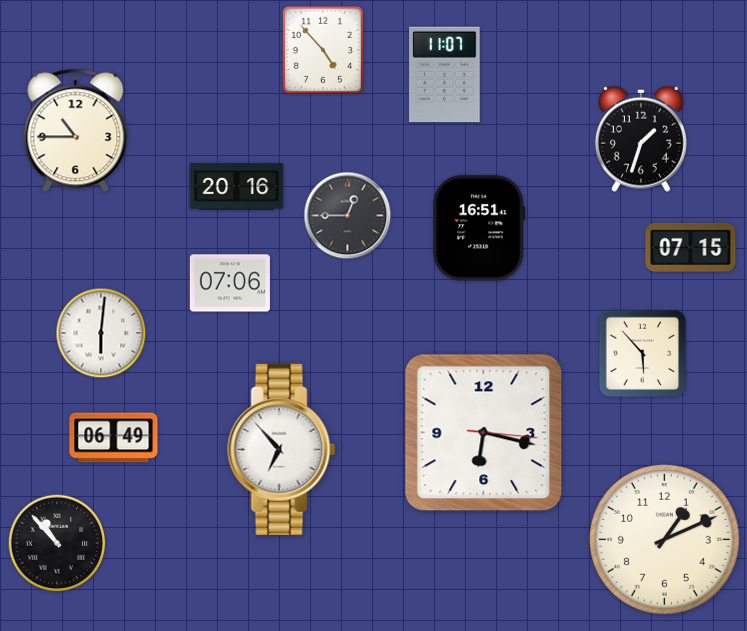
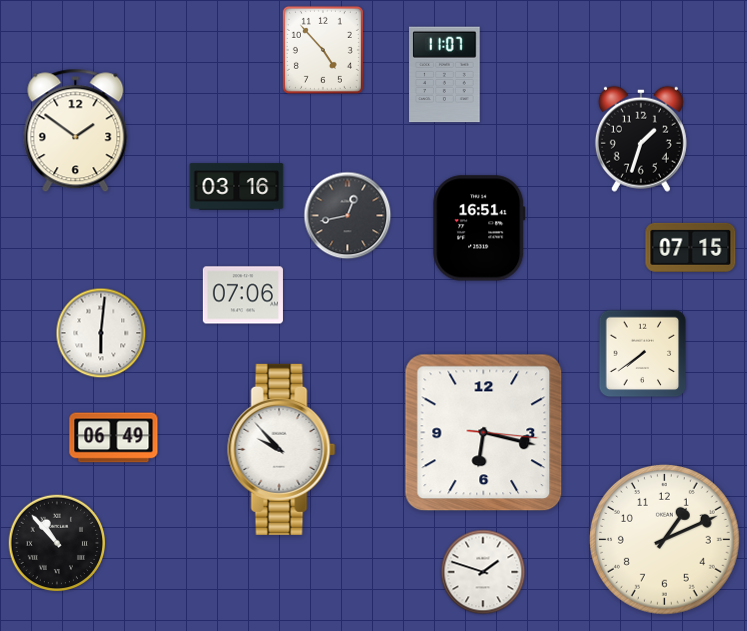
clock at (76, 131): 10:45 -> 1:51
clock at (237, 187): 20:16 -> 03:16
clock at (348, 216): 12:45 -> 12:43
clock at (230, 283) position: (230, 283) -> (243, 295)
clock at (643, 354): 5:53 -> 7:39
clock at (282, 449): 6:53 -> 9:53
clock at (483, 572): none -> 1:48
